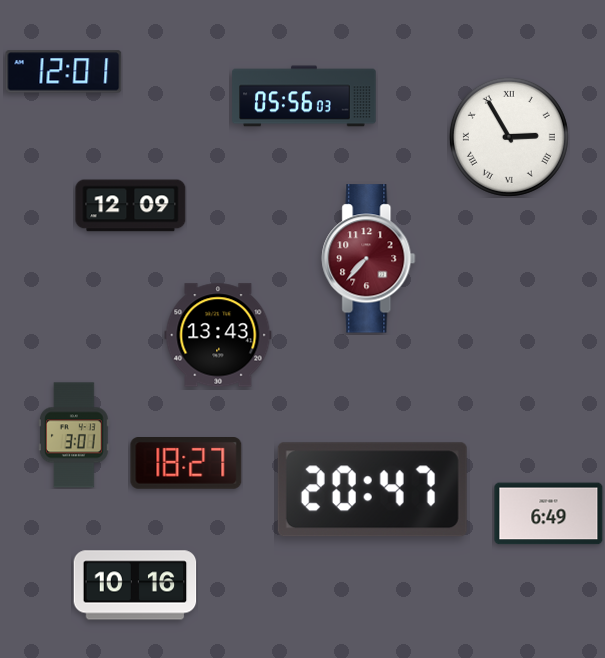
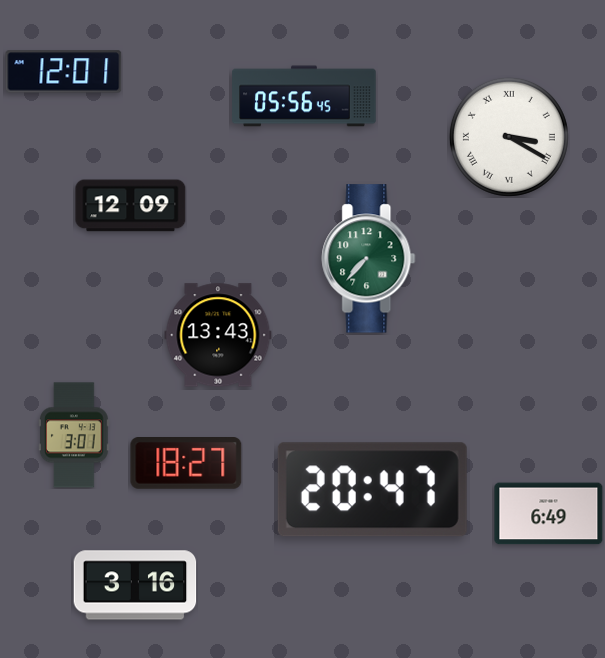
clock at (304, 96): 05:56:03 -> 05:56:45
clock at (509, 137): 2:55 -> 3:20
clock at (369, 259) dial: burgundy -> green
clock at (135, 585): 10:16 -> 3:16
